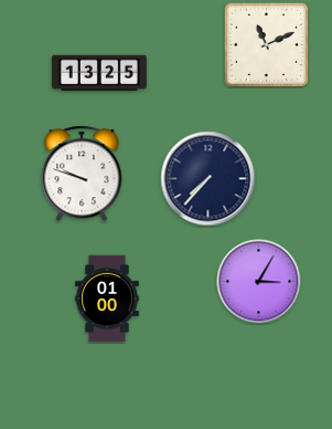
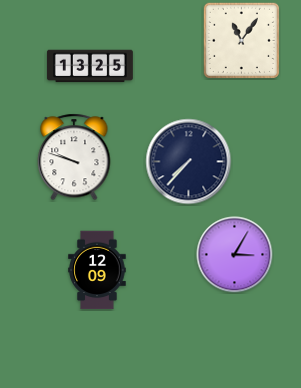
clock at (266, 44): 11:11 -> 11:06
clock at (107, 299): 01:00 -> 12:09
